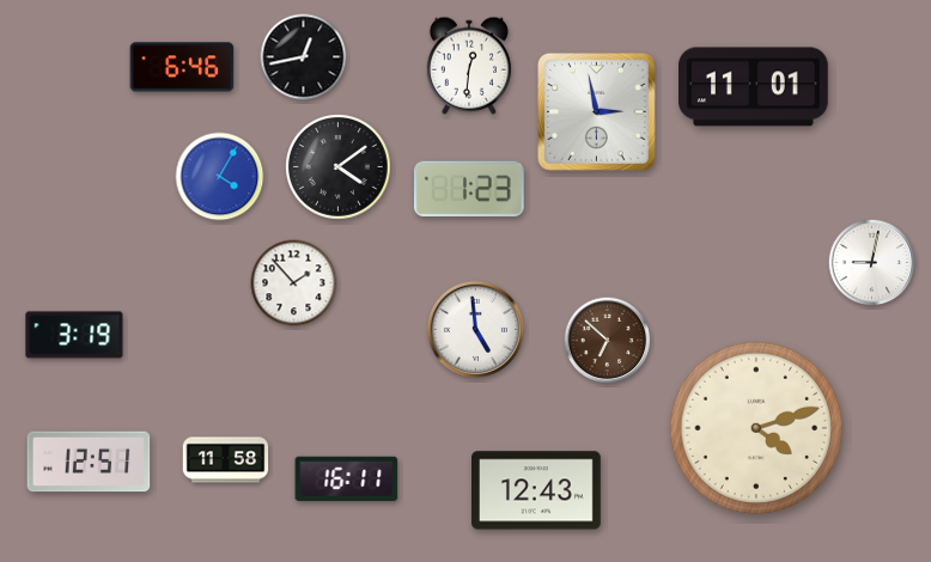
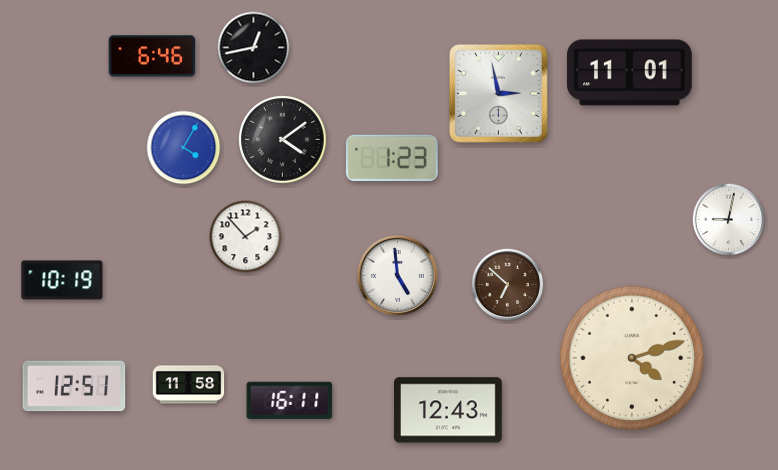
clock at (469, 66): 12:31 -> none
clock at (74, 335): 3:19 -> 10:19
